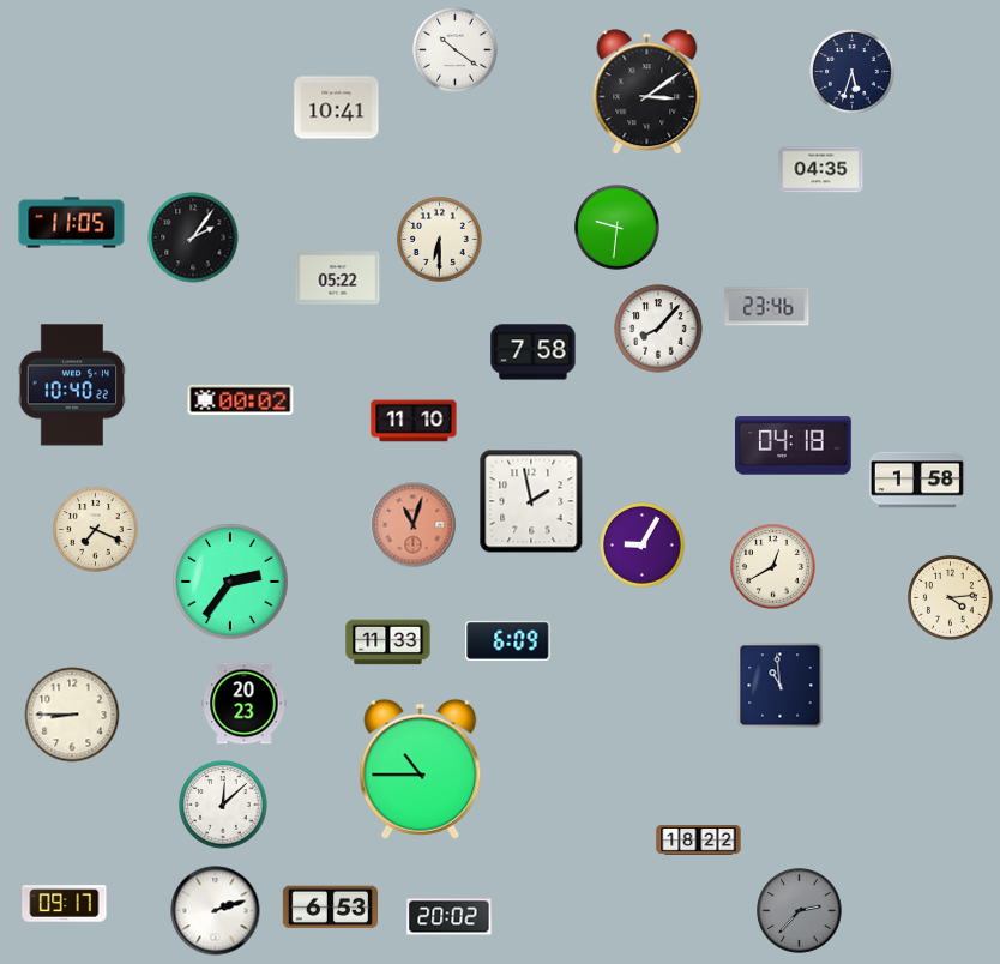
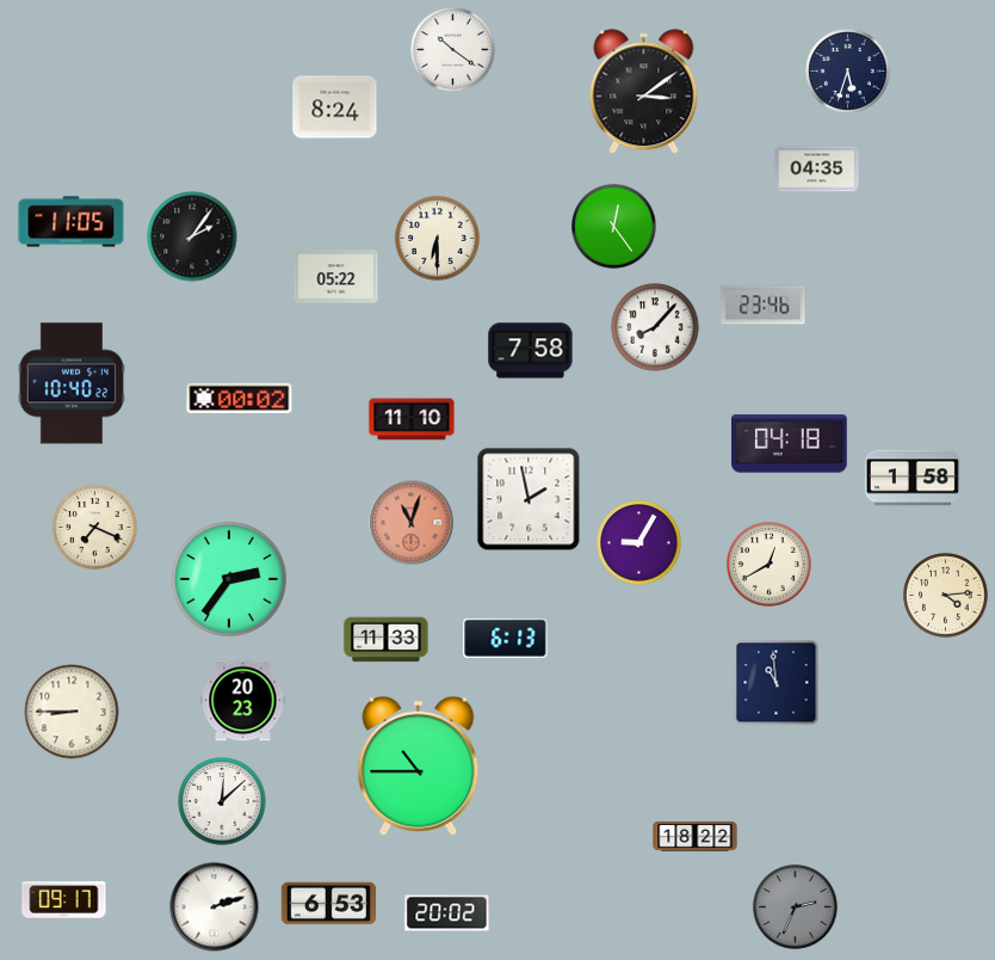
clock at (337, 108): 10:41 -> 8:24
clock at (618, 228): 9:31 -> 12:24
clock at (508, 640): 6:09 -> 6:13
clock at (800, 911): 2:37 -> 2:34
